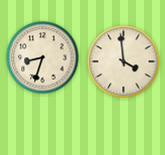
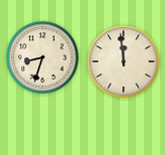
clock at (124, 62): 3:59 -> 11:59
